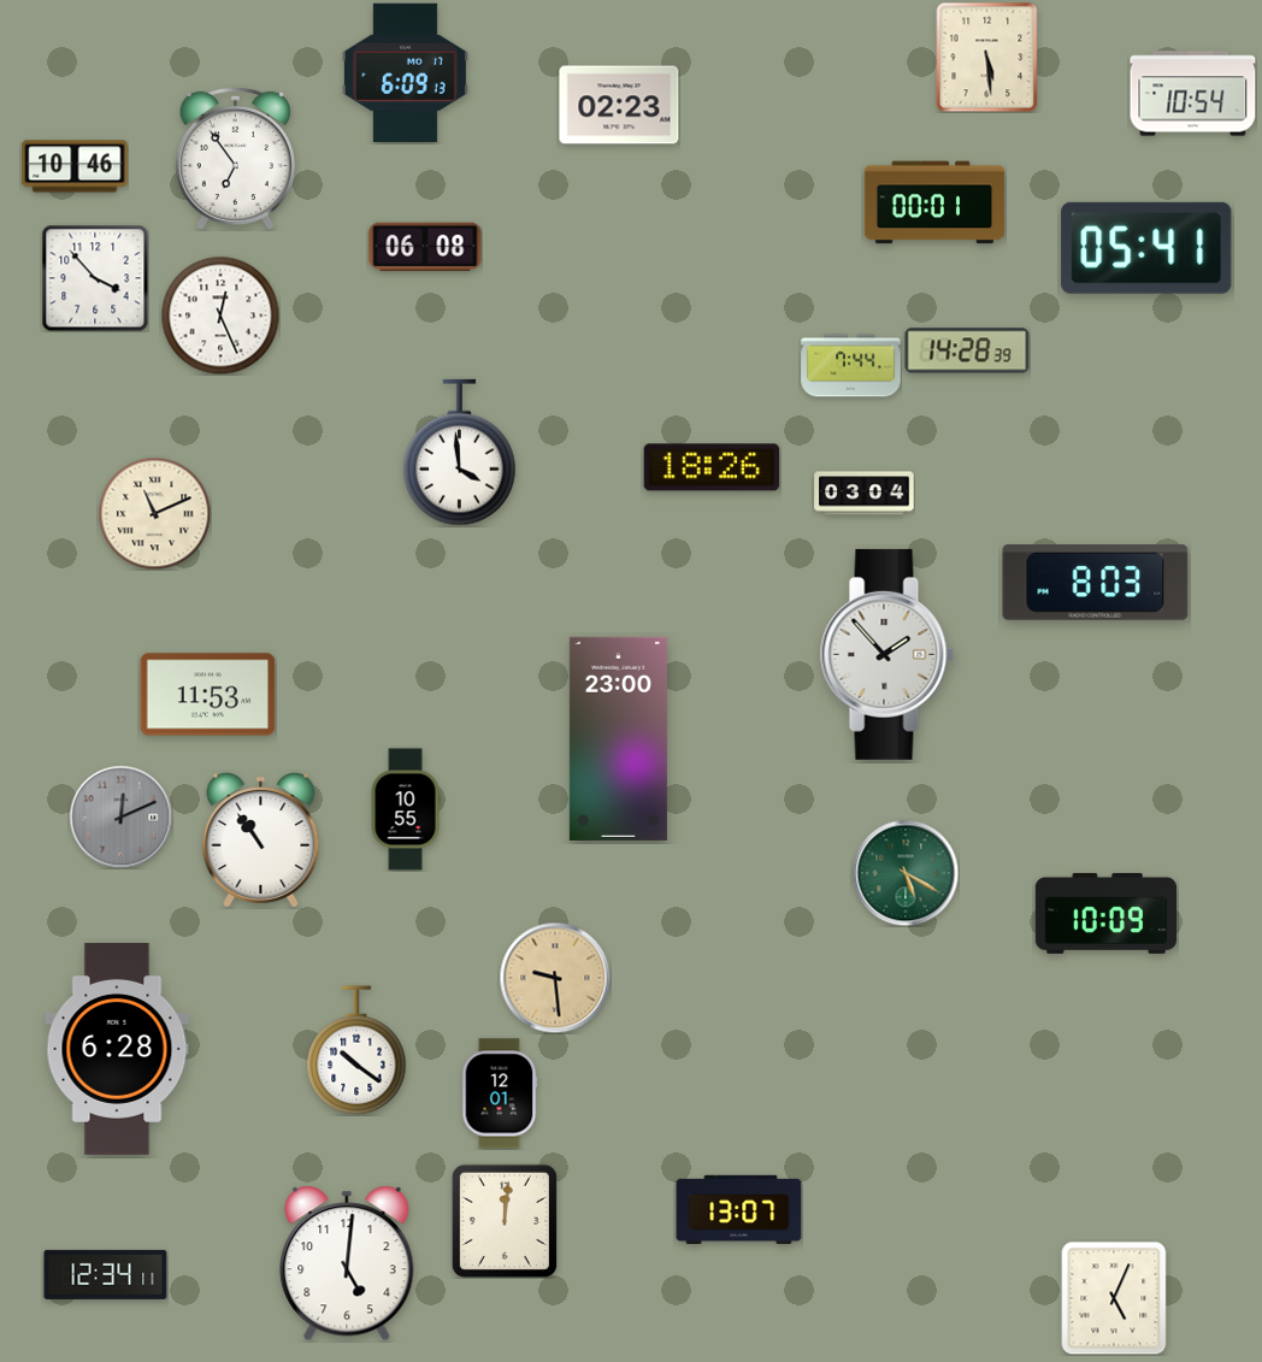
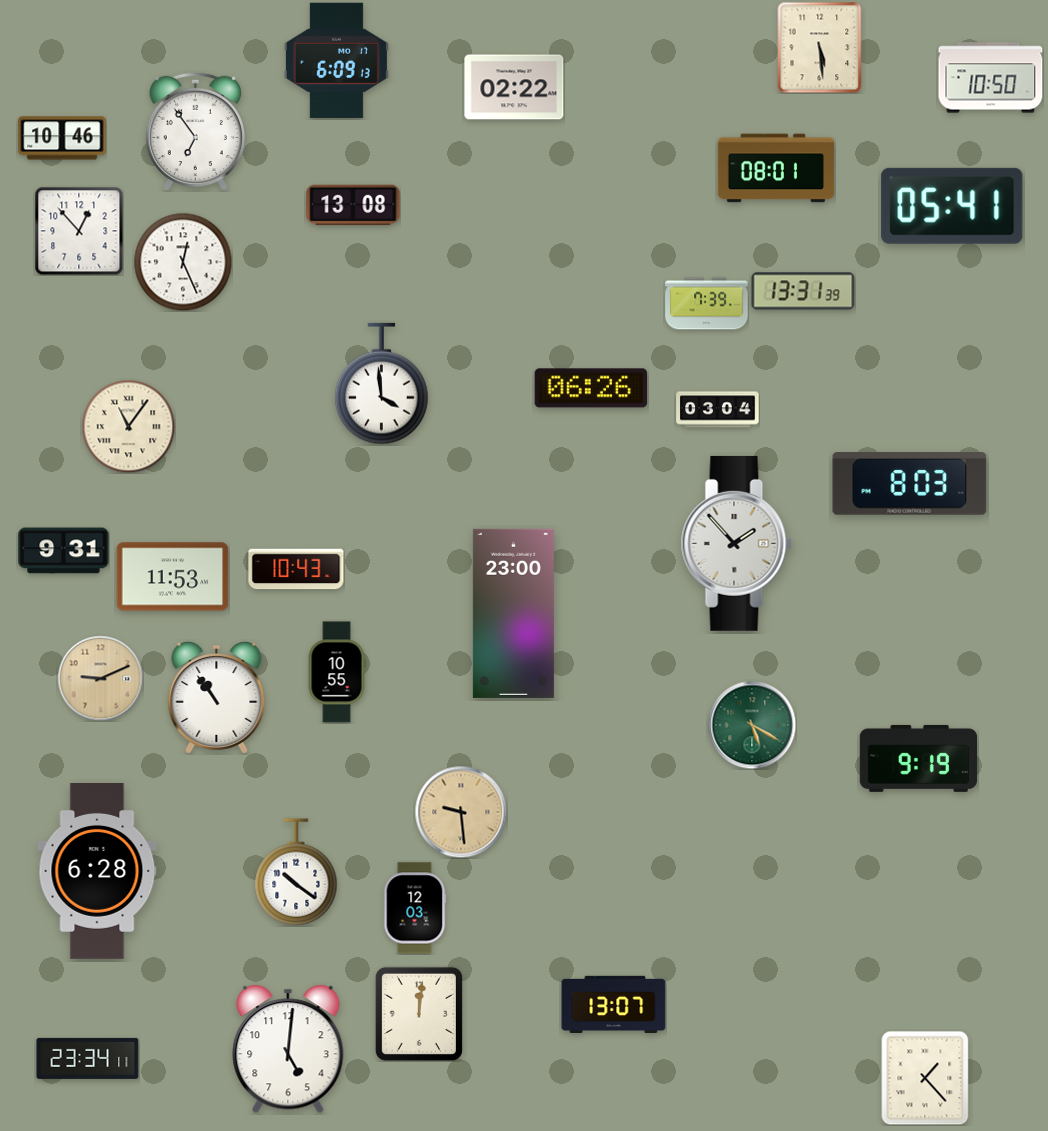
clock at (1193, 94): 10:54 -> 10:50
clock at (619, 105): 02:23 -> 02:22
clock at (934, 202): 00:01 -> 08:01
clock at (425, 247): 06:08 -> 13:08
clock at (95, 278): 3:53 -> 12:53
clock at (967, 350): 14:28 -> 13:31
clock at (851, 366): 7:44 -> 7:39
clock at (460, 453) position: (460, 453) -> (382, 384)
clock at (712, 467): 18:26 -> 06:26
clock at (154, 513): 11:11 -> 11:06
clock at (64, 551): none -> 9:31
clock at (296, 569): none -> 10:43
clock at (120, 816): 12:11 -> 9:11
clock at (120, 816) dial: grey -> champagne
clock at (1105, 913): 10:09 -> 9:19
clock at (500, 1093): 12:01 -> 12:03
clock at (106, 1274): 12:34 -> 23:34
clock at (1114, 1298): 5:04 -> 1:23
